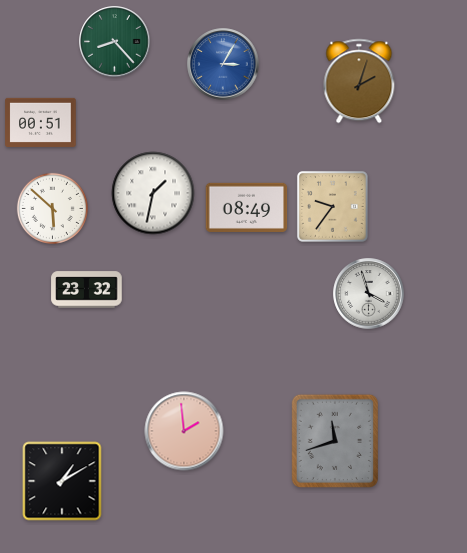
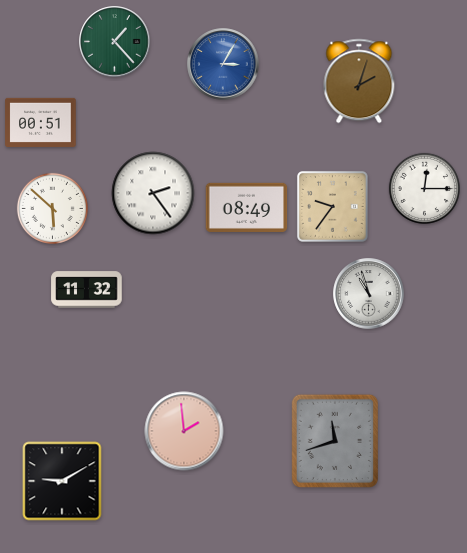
clock at (115, 42): 8:23 -> 1:23
clock at (424, 188): none -> 12:15
clock at (153, 193): 1:32 -> 2:24
clock at (87, 290): 23:32 -> 11:32
clock at (369, 294): 3:57 -> 10:57
clock at (62, 481): 1:10 -> 9:10
